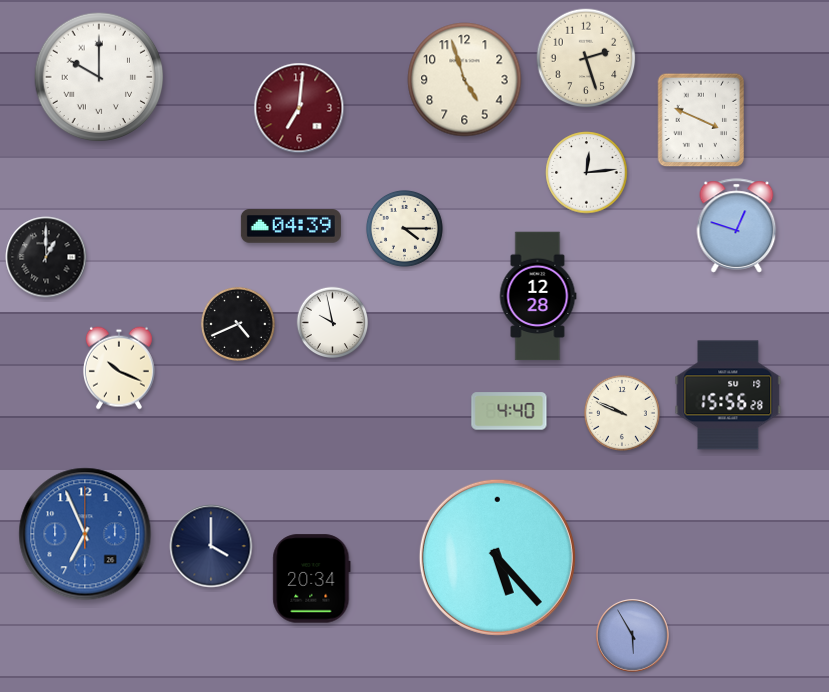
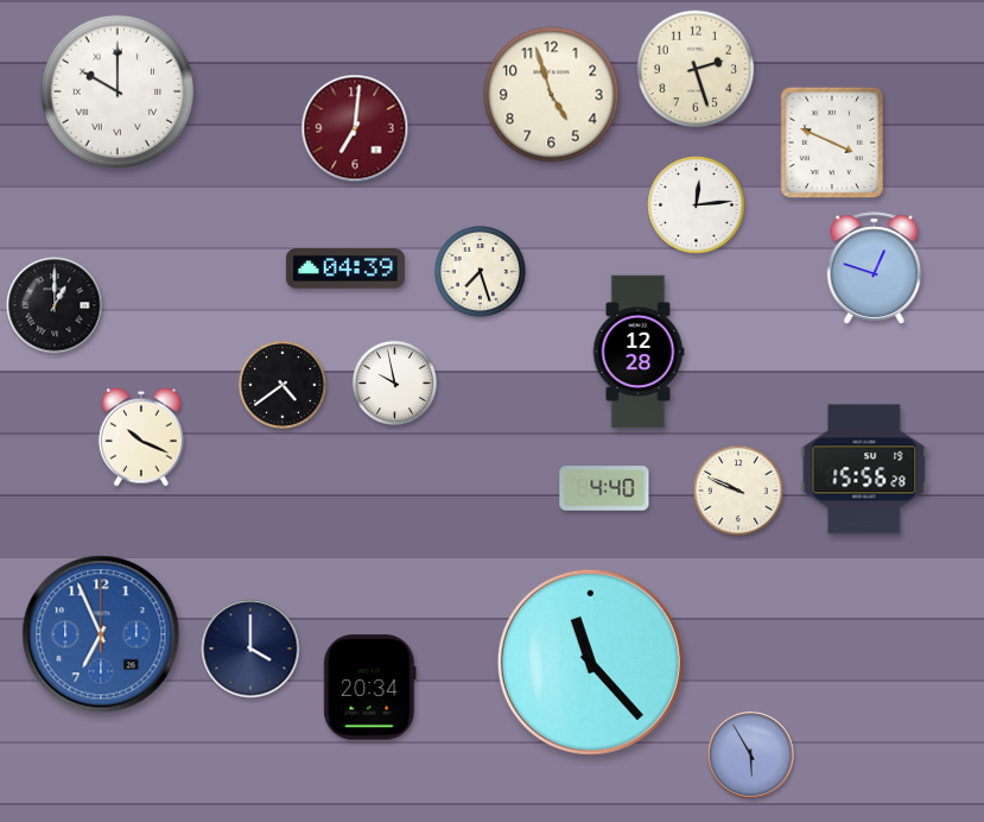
clock at (404, 228): 4:15 -> 7:27
clock at (238, 324): 4:41 -> 4:39
clock at (497, 557): 5:23 -> 11:23
